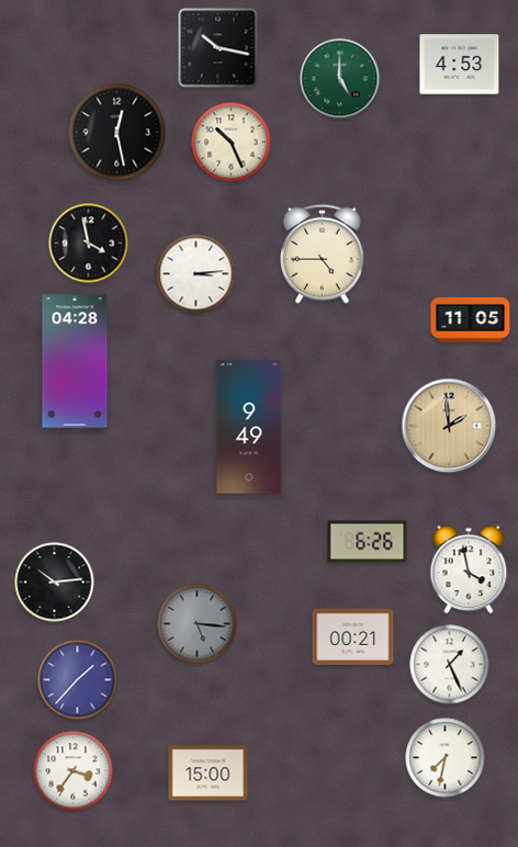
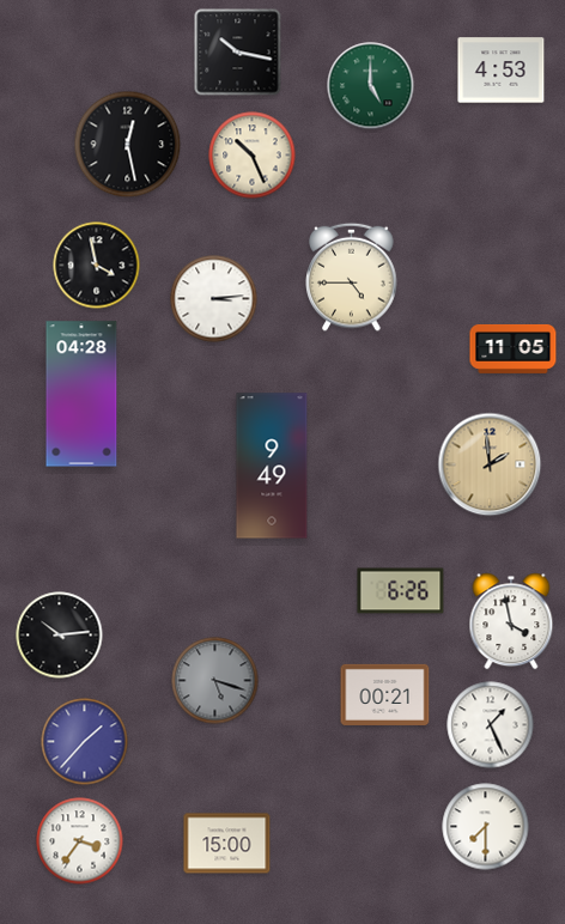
clock at (198, 624): 5:16 -> 5:18
clock at (446, 758): 7:32 -> 7:30
